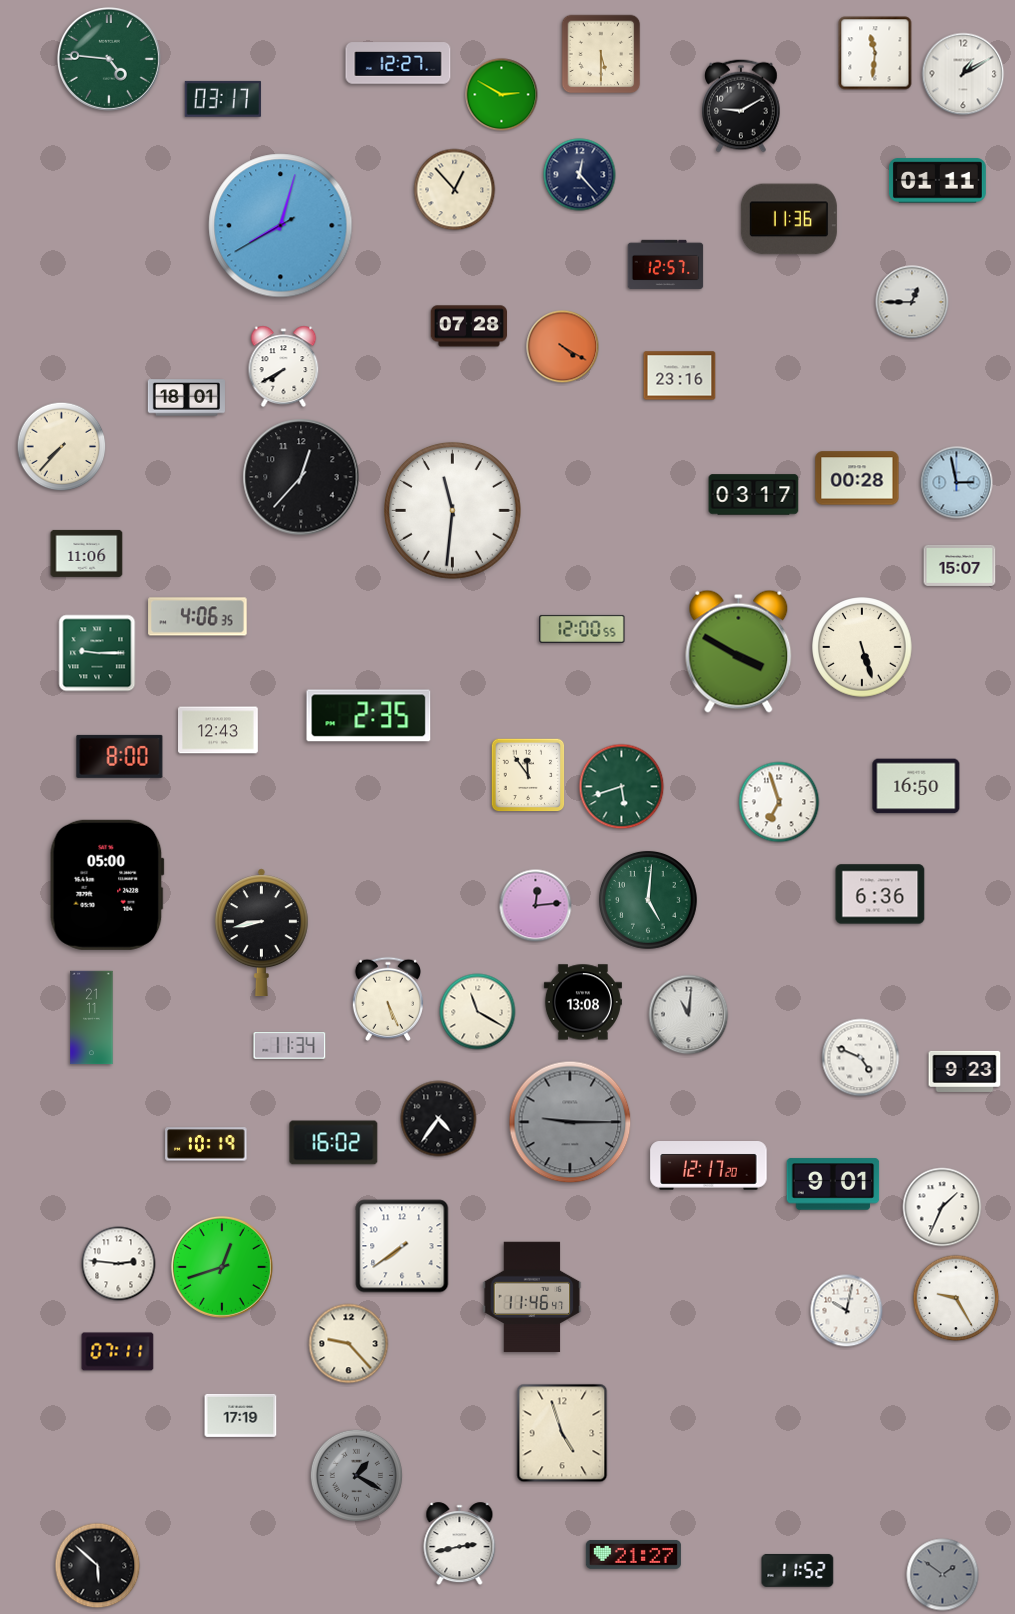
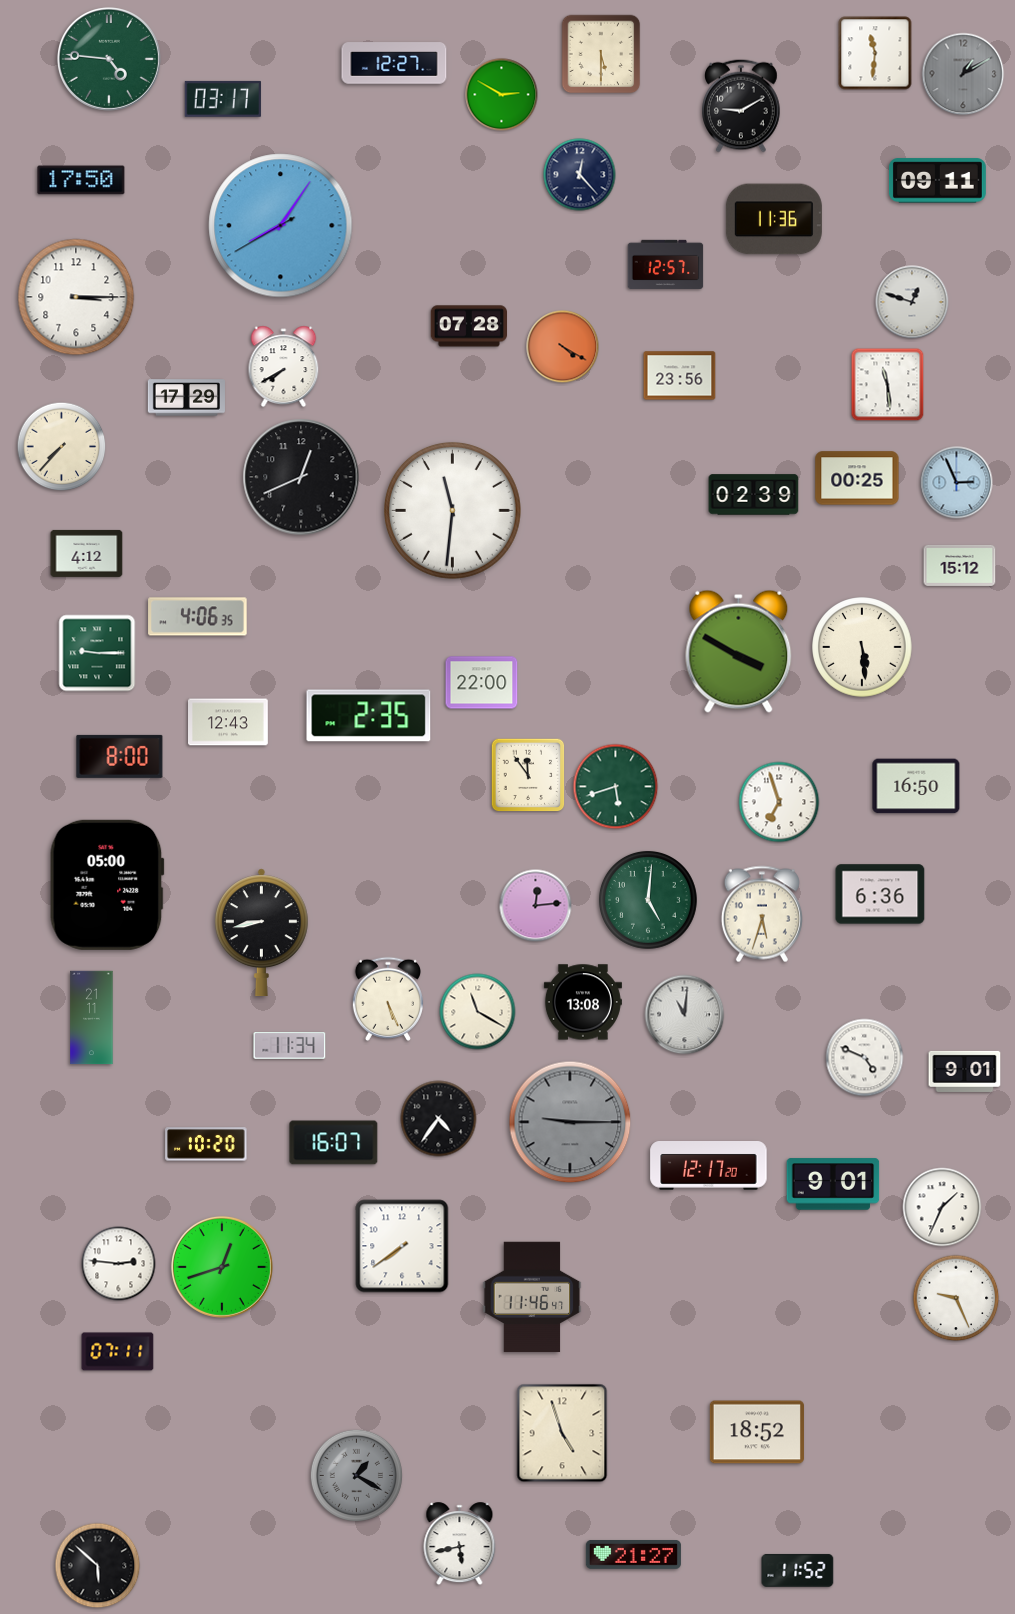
clock at (398, 63) position: (398, 63) -> (394, 63)
clock at (963, 74) dial: white -> grey
clock at (81, 180): none -> 17:50
clock at (937, 181): 01:11 -> 09:11
clock at (455, 190): 12:53 -> none
clock at (789, 219) position: (789, 219) -> (774, 219)
clock at (281, 226): 8:02 -> 8:05
clock at (76, 297): none -> 3:15
clock at (912, 302): 12:45 -> 12:48
clock at (680, 376): 23:16 -> 23:56
clock at (888, 385): none -> 11:29
clock at (186, 398): 18:01 -> 17:29
clock at (301, 477): 12:37 -> 12:41
clock at (857, 478): 00:28 -> 00:25
clock at (957, 483): 2:58 -> 2:56
clock at (754, 495): 03:17 -> 02:39
clock at (87, 553): 11:06 -> 4:12
clock at (960, 565): 15:07 -> 15:12
clock at (582, 629): 12:00 -> none
clock at (862, 647): 5:27 -> 5:29
clock at (482, 683): none -> 22:00
clock at (219, 730) position: (219, 730) -> (229, 722)
clock at (622, 787) position: (622, 787) -> (616, 787)
clock at (762, 914): none -> 5:33
clock at (689, 1015) position: (689, 1015) -> (685, 1015)
clock at (861, 1058) position: (861, 1058) -> (865, 1058)
clock at (965, 1071): 9:23 -> 9:01
clock at (334, 1143): 16:02 -> 16:07
clock at (206, 1144): 10:19 -> 10:20
clock at (956, 1298): 9:25 -> 9:26
clock at (847, 1311): 10:02 -> none
clock at (349, 1344): 9:23 -> none
clock at (241, 1415): 17:19 -> none
clock at (757, 1432): none -> 18:52
clock at (460, 1544): 2:43 -> 5:43
clock at (943, 1575): 1:51 -> none
